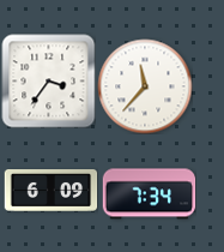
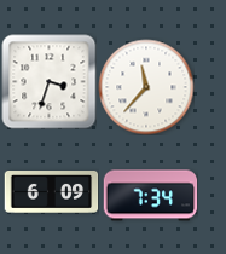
clock at (48, 80): 3:36 -> 3:33
